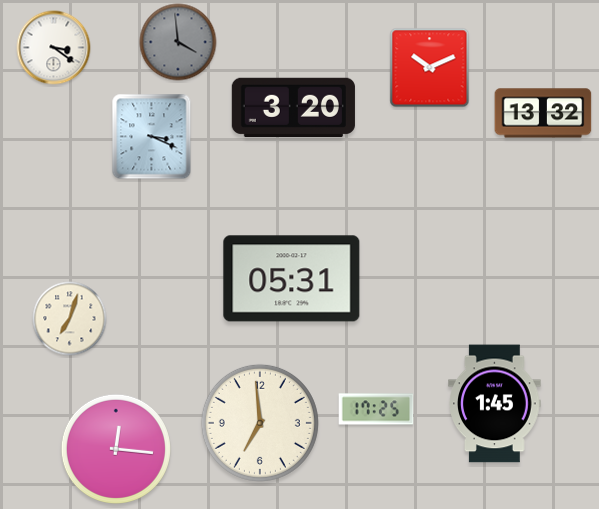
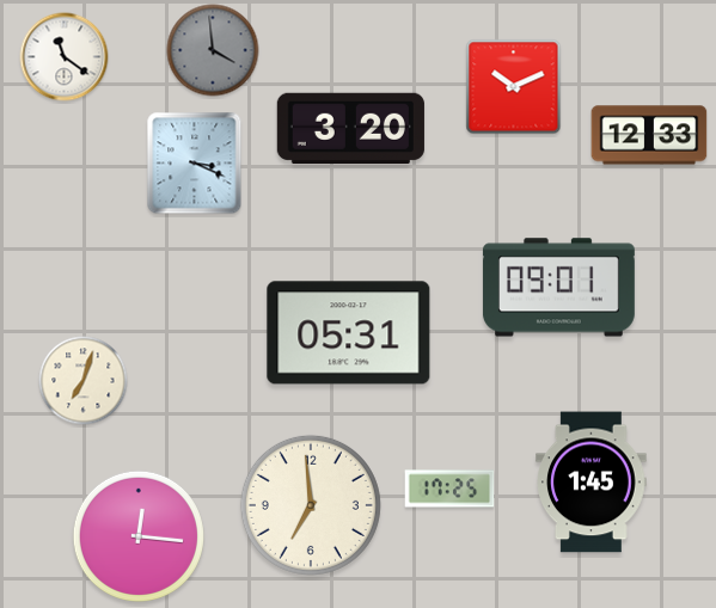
clock at (54, 48): 3:21 -> 11:21
clock at (430, 68) position: (430, 68) -> (514, 87)
clock at (543, 113): 13:32 -> 12:33
clock at (152, 137) position: (152, 137) -> (195, 164)
clock at (558, 288): none -> 09:01
